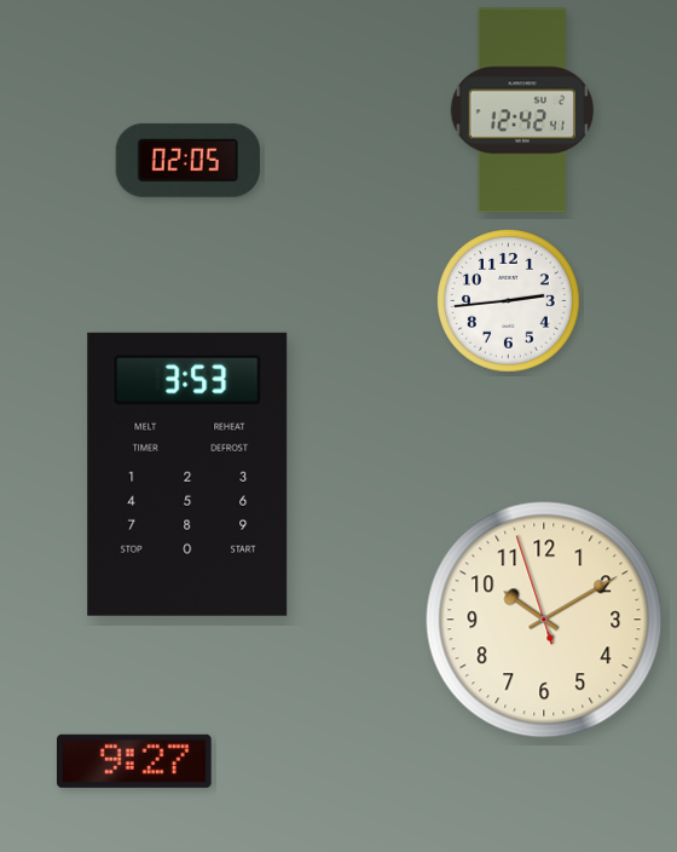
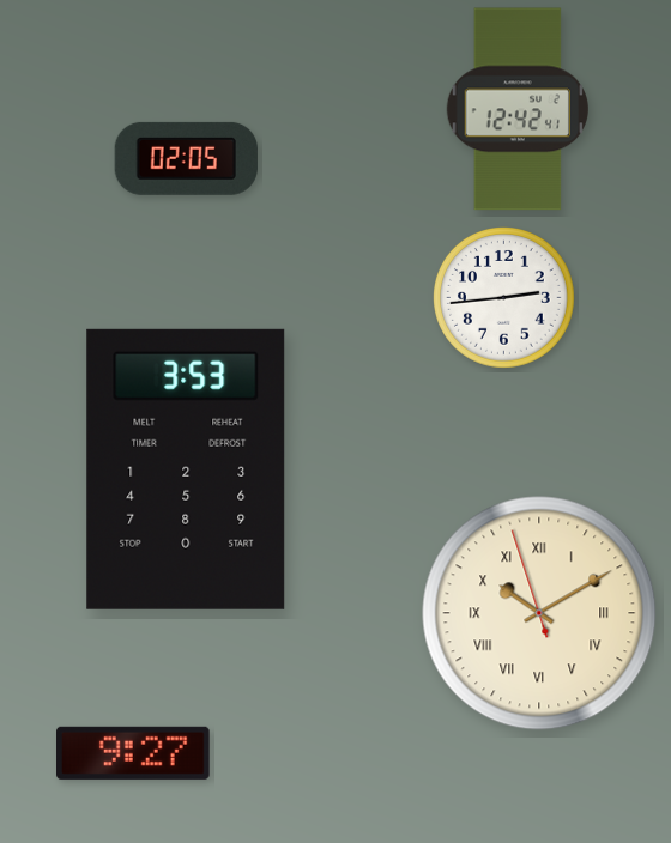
clock at (544, 620) numerals: Arabic -> Roman
